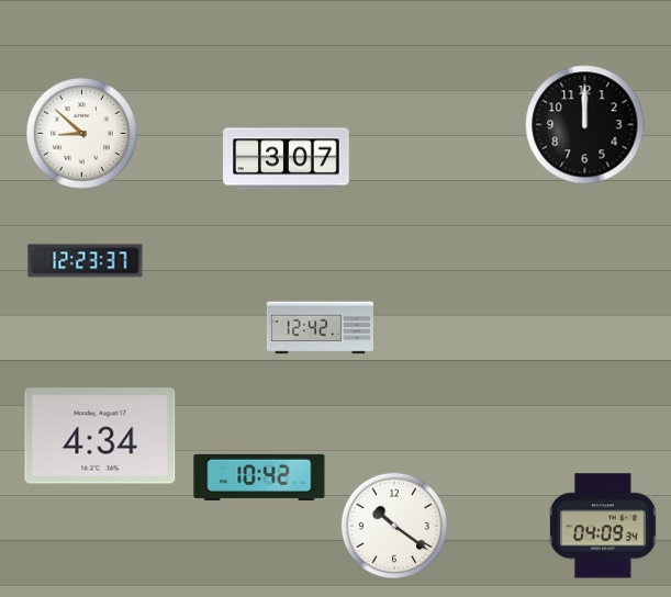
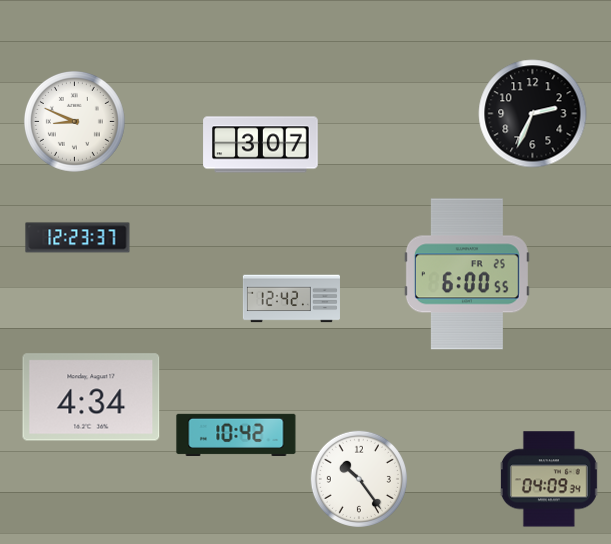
clock at (585, 125): 12:00 -> 2:34
clock at (81, 133): 8:52 -> 8:49
clock at (467, 274): none -> 6:00
clock at (394, 526): 10:21 -> 10:24
